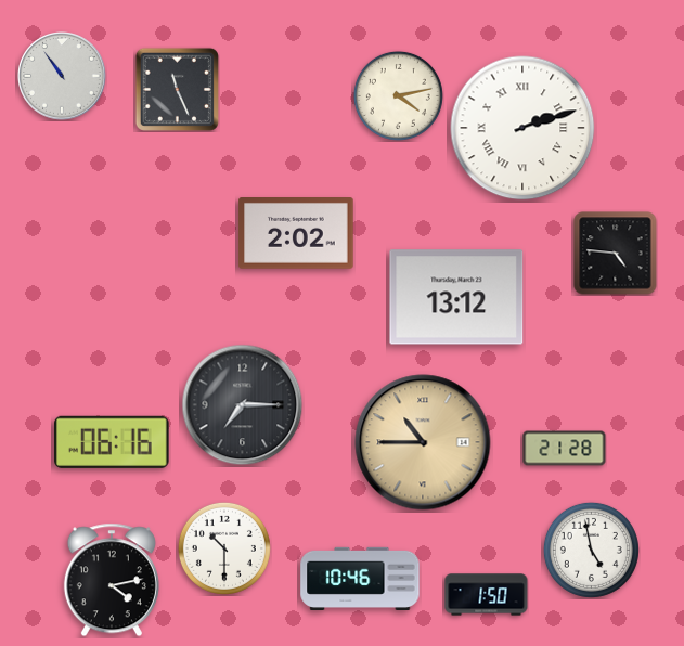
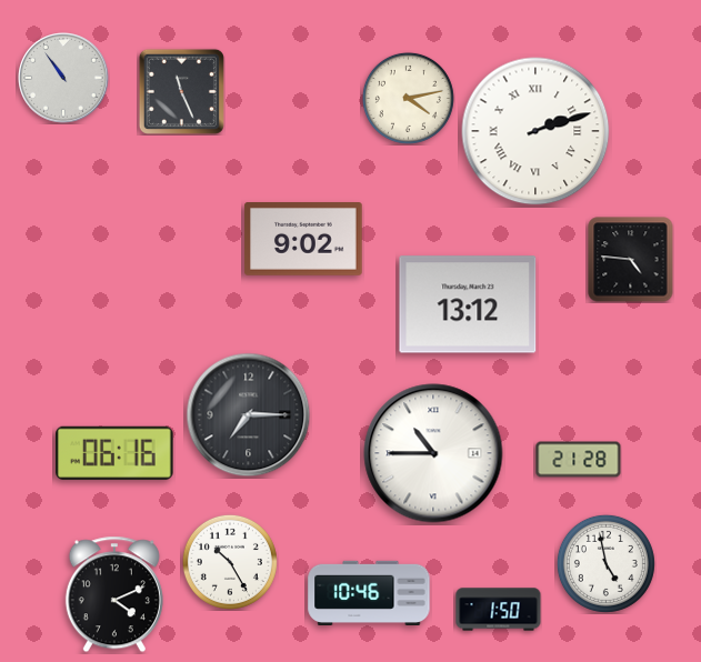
clock at (296, 234): 2:02 -> 9:02
clock at (423, 442) dial: champagne -> white
clock at (224, 548): 10:30 -> 10:25
clock at (112, 580): 4:13 -> 4:11
